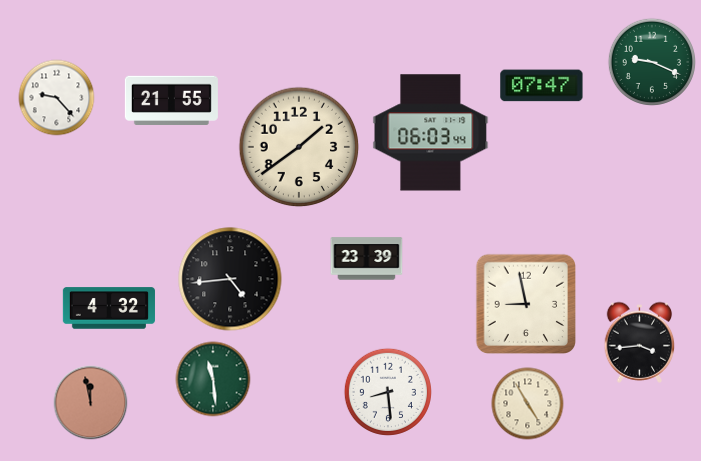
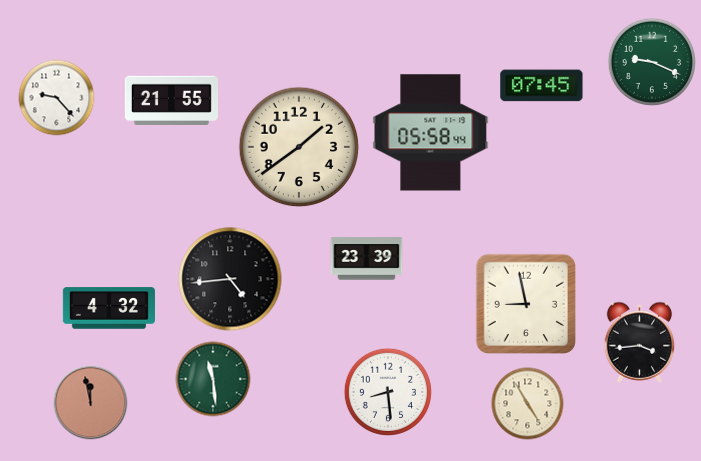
clock at (542, 86): 07:47 -> 07:45
clock at (431, 133): 06:03 -> 05:58
